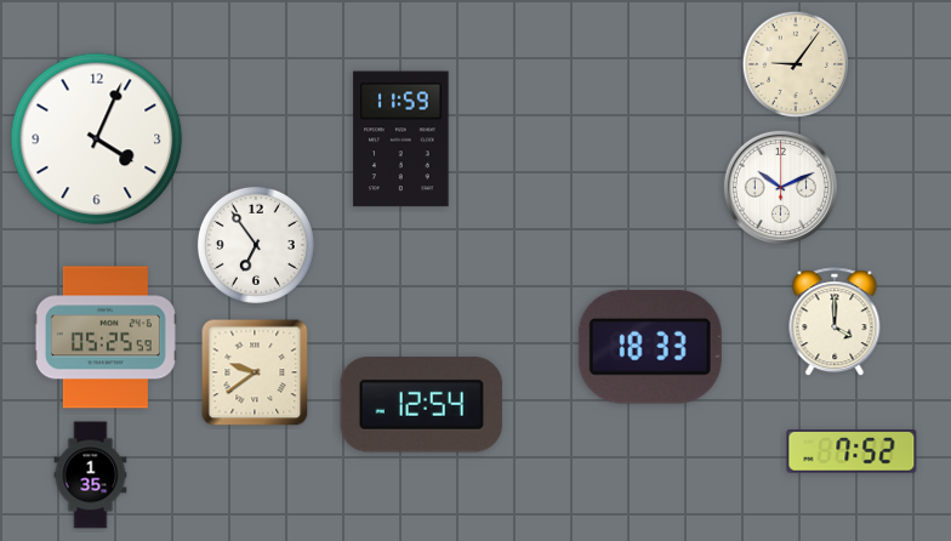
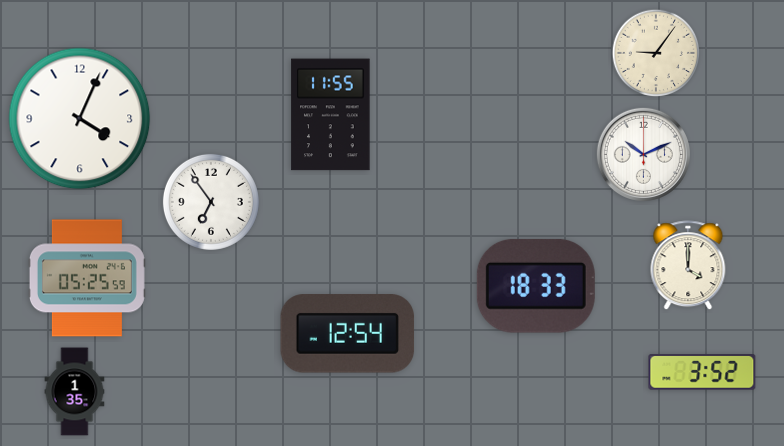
clock at (97, 139) position: (97, 139) -> (80, 119)
clock at (402, 139): 11:59 -> 11:55
clock at (255, 372): 9:39 -> none
clock at (852, 452): 7:52 -> 3:52
